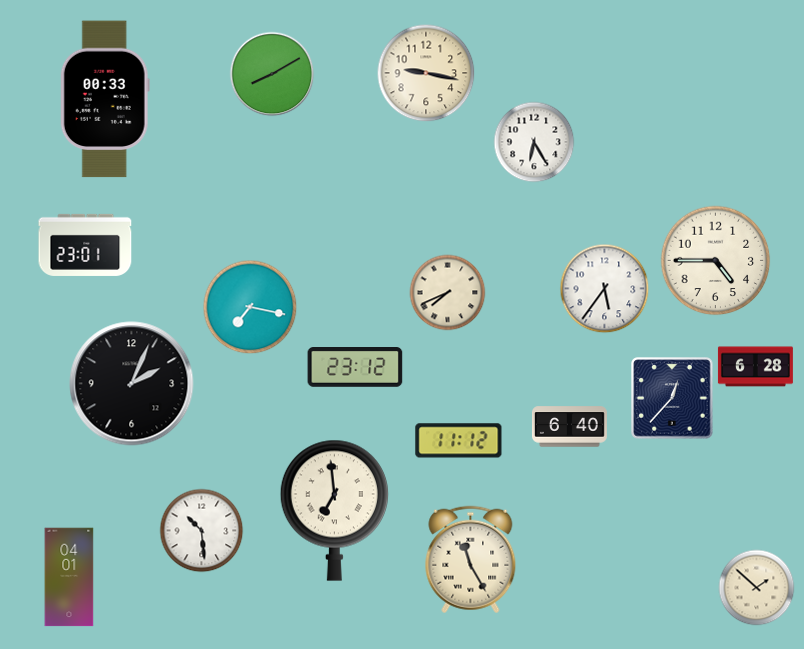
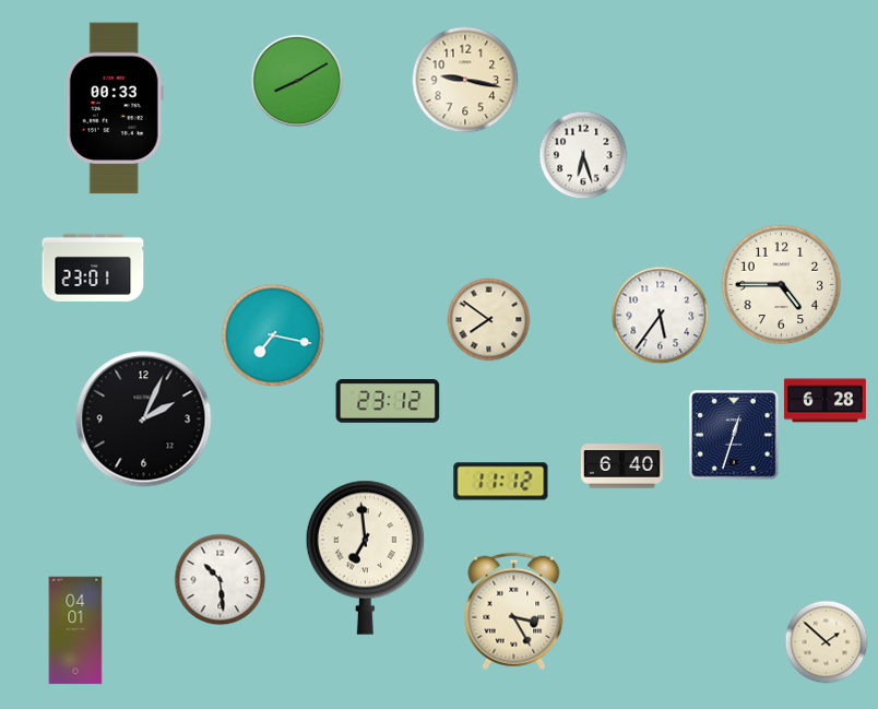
clock at (534, 142): 6:25 -> 6:27
clock at (448, 293): 7:41 -> 7:51
clock at (672, 398): 12:37 -> 12:33
clock at (471, 560): 11:25 -> 3:25
